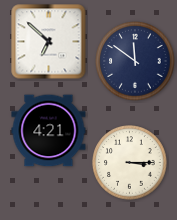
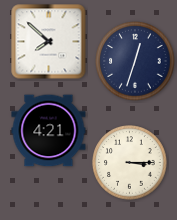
clock at (49, 42): 6:52 -> 7:52
clock at (135, 61): 11:51 -> 12:33
